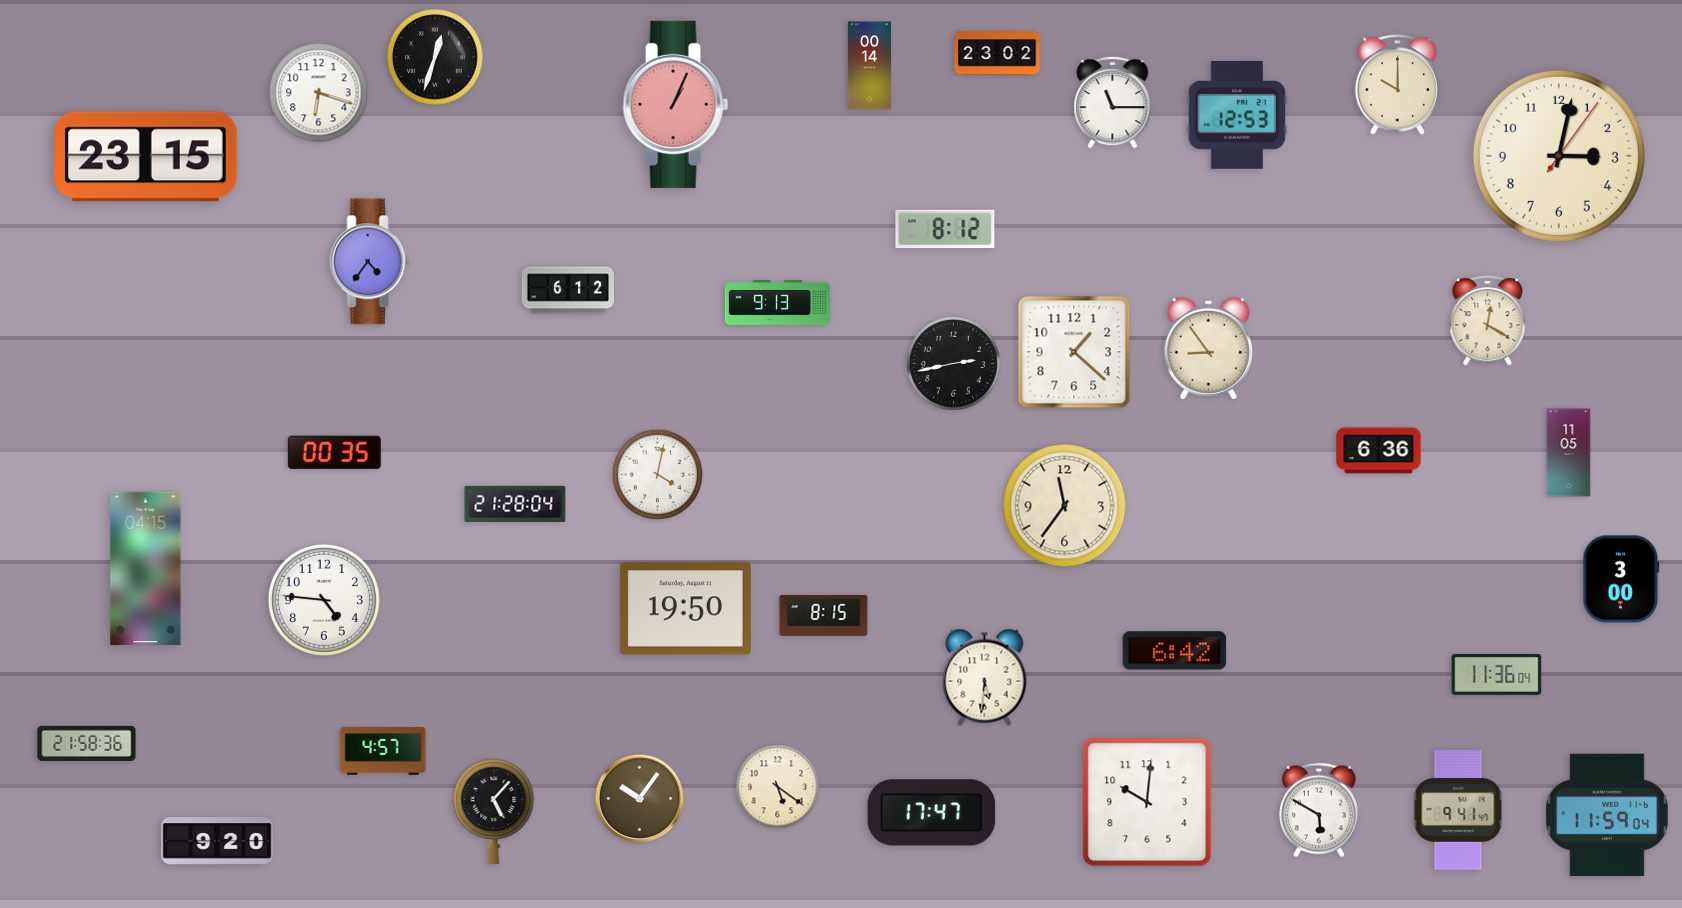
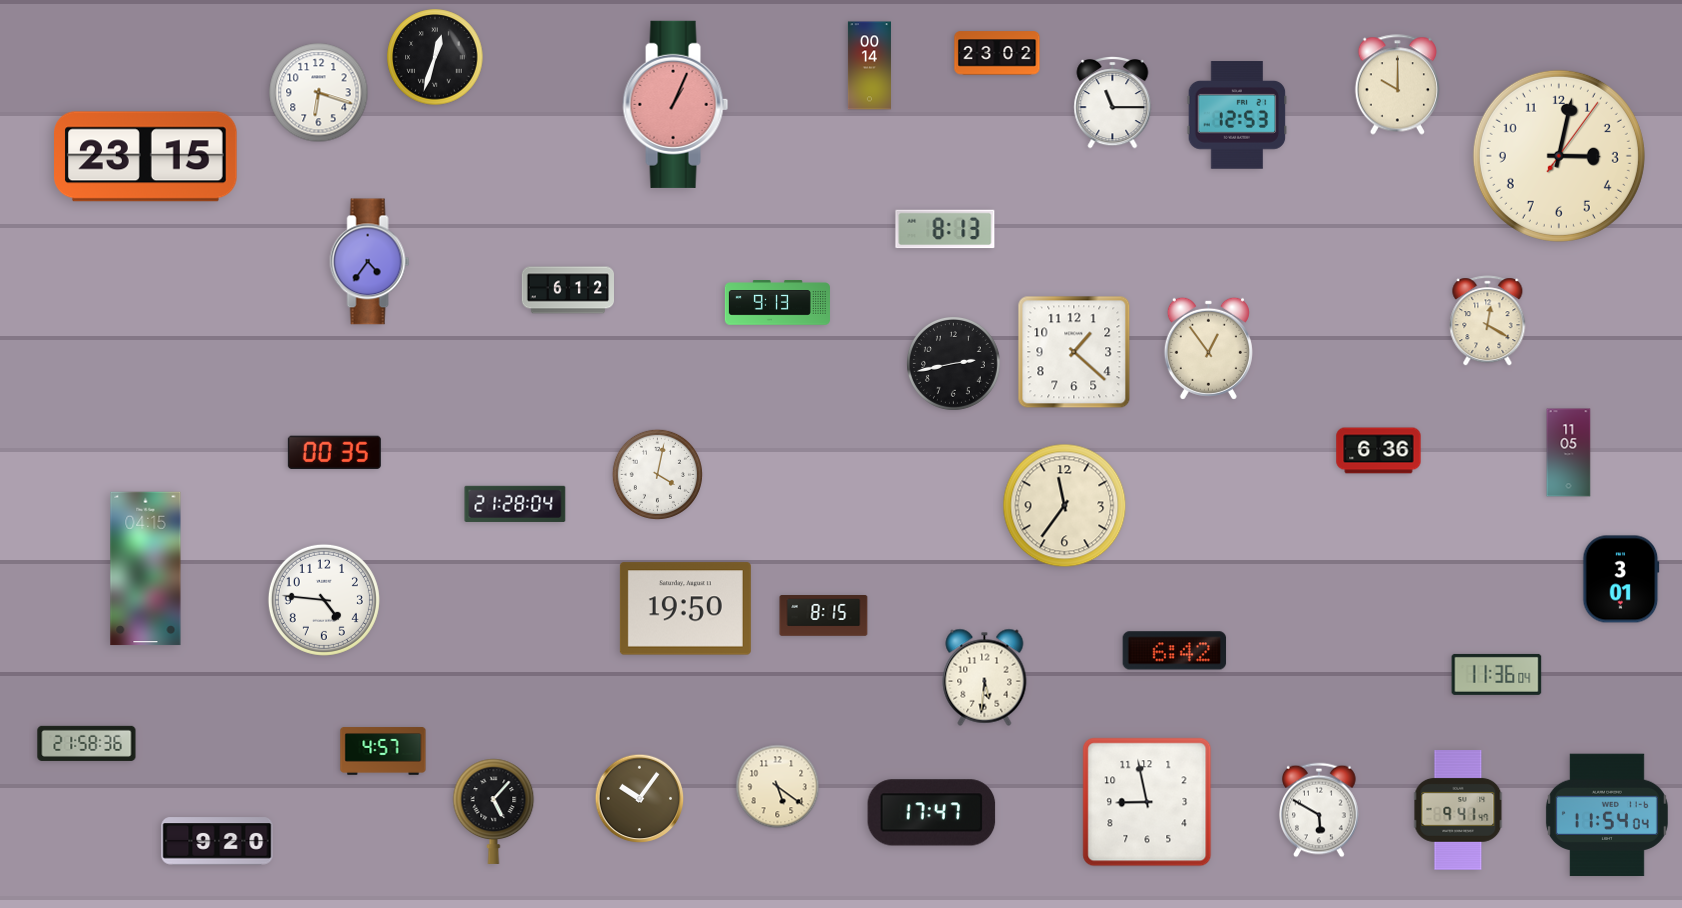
clock at (945, 229): 8:12 -> 8:13
clock at (1208, 348): 8:54 -> 12:54
clock at (1621, 579): 3:00 -> 3:01
clock at (1147, 802): 10:01 -> 8:58
clock at (1607, 815): 11:59 -> 11:54
